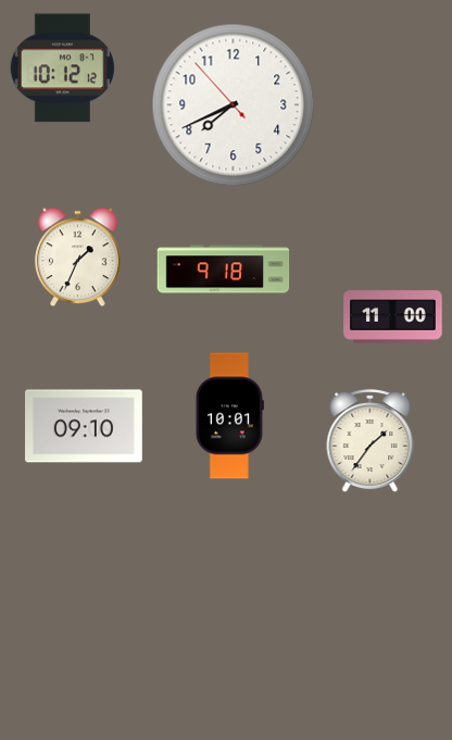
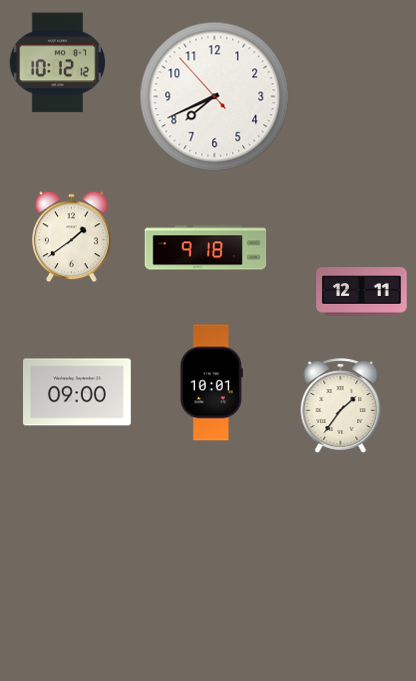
clock at (78, 258): 1:34 -> 1:39
clock at (393, 317): 11:00 -> 12:11
clock at (85, 426): 09:10 -> 09:00
